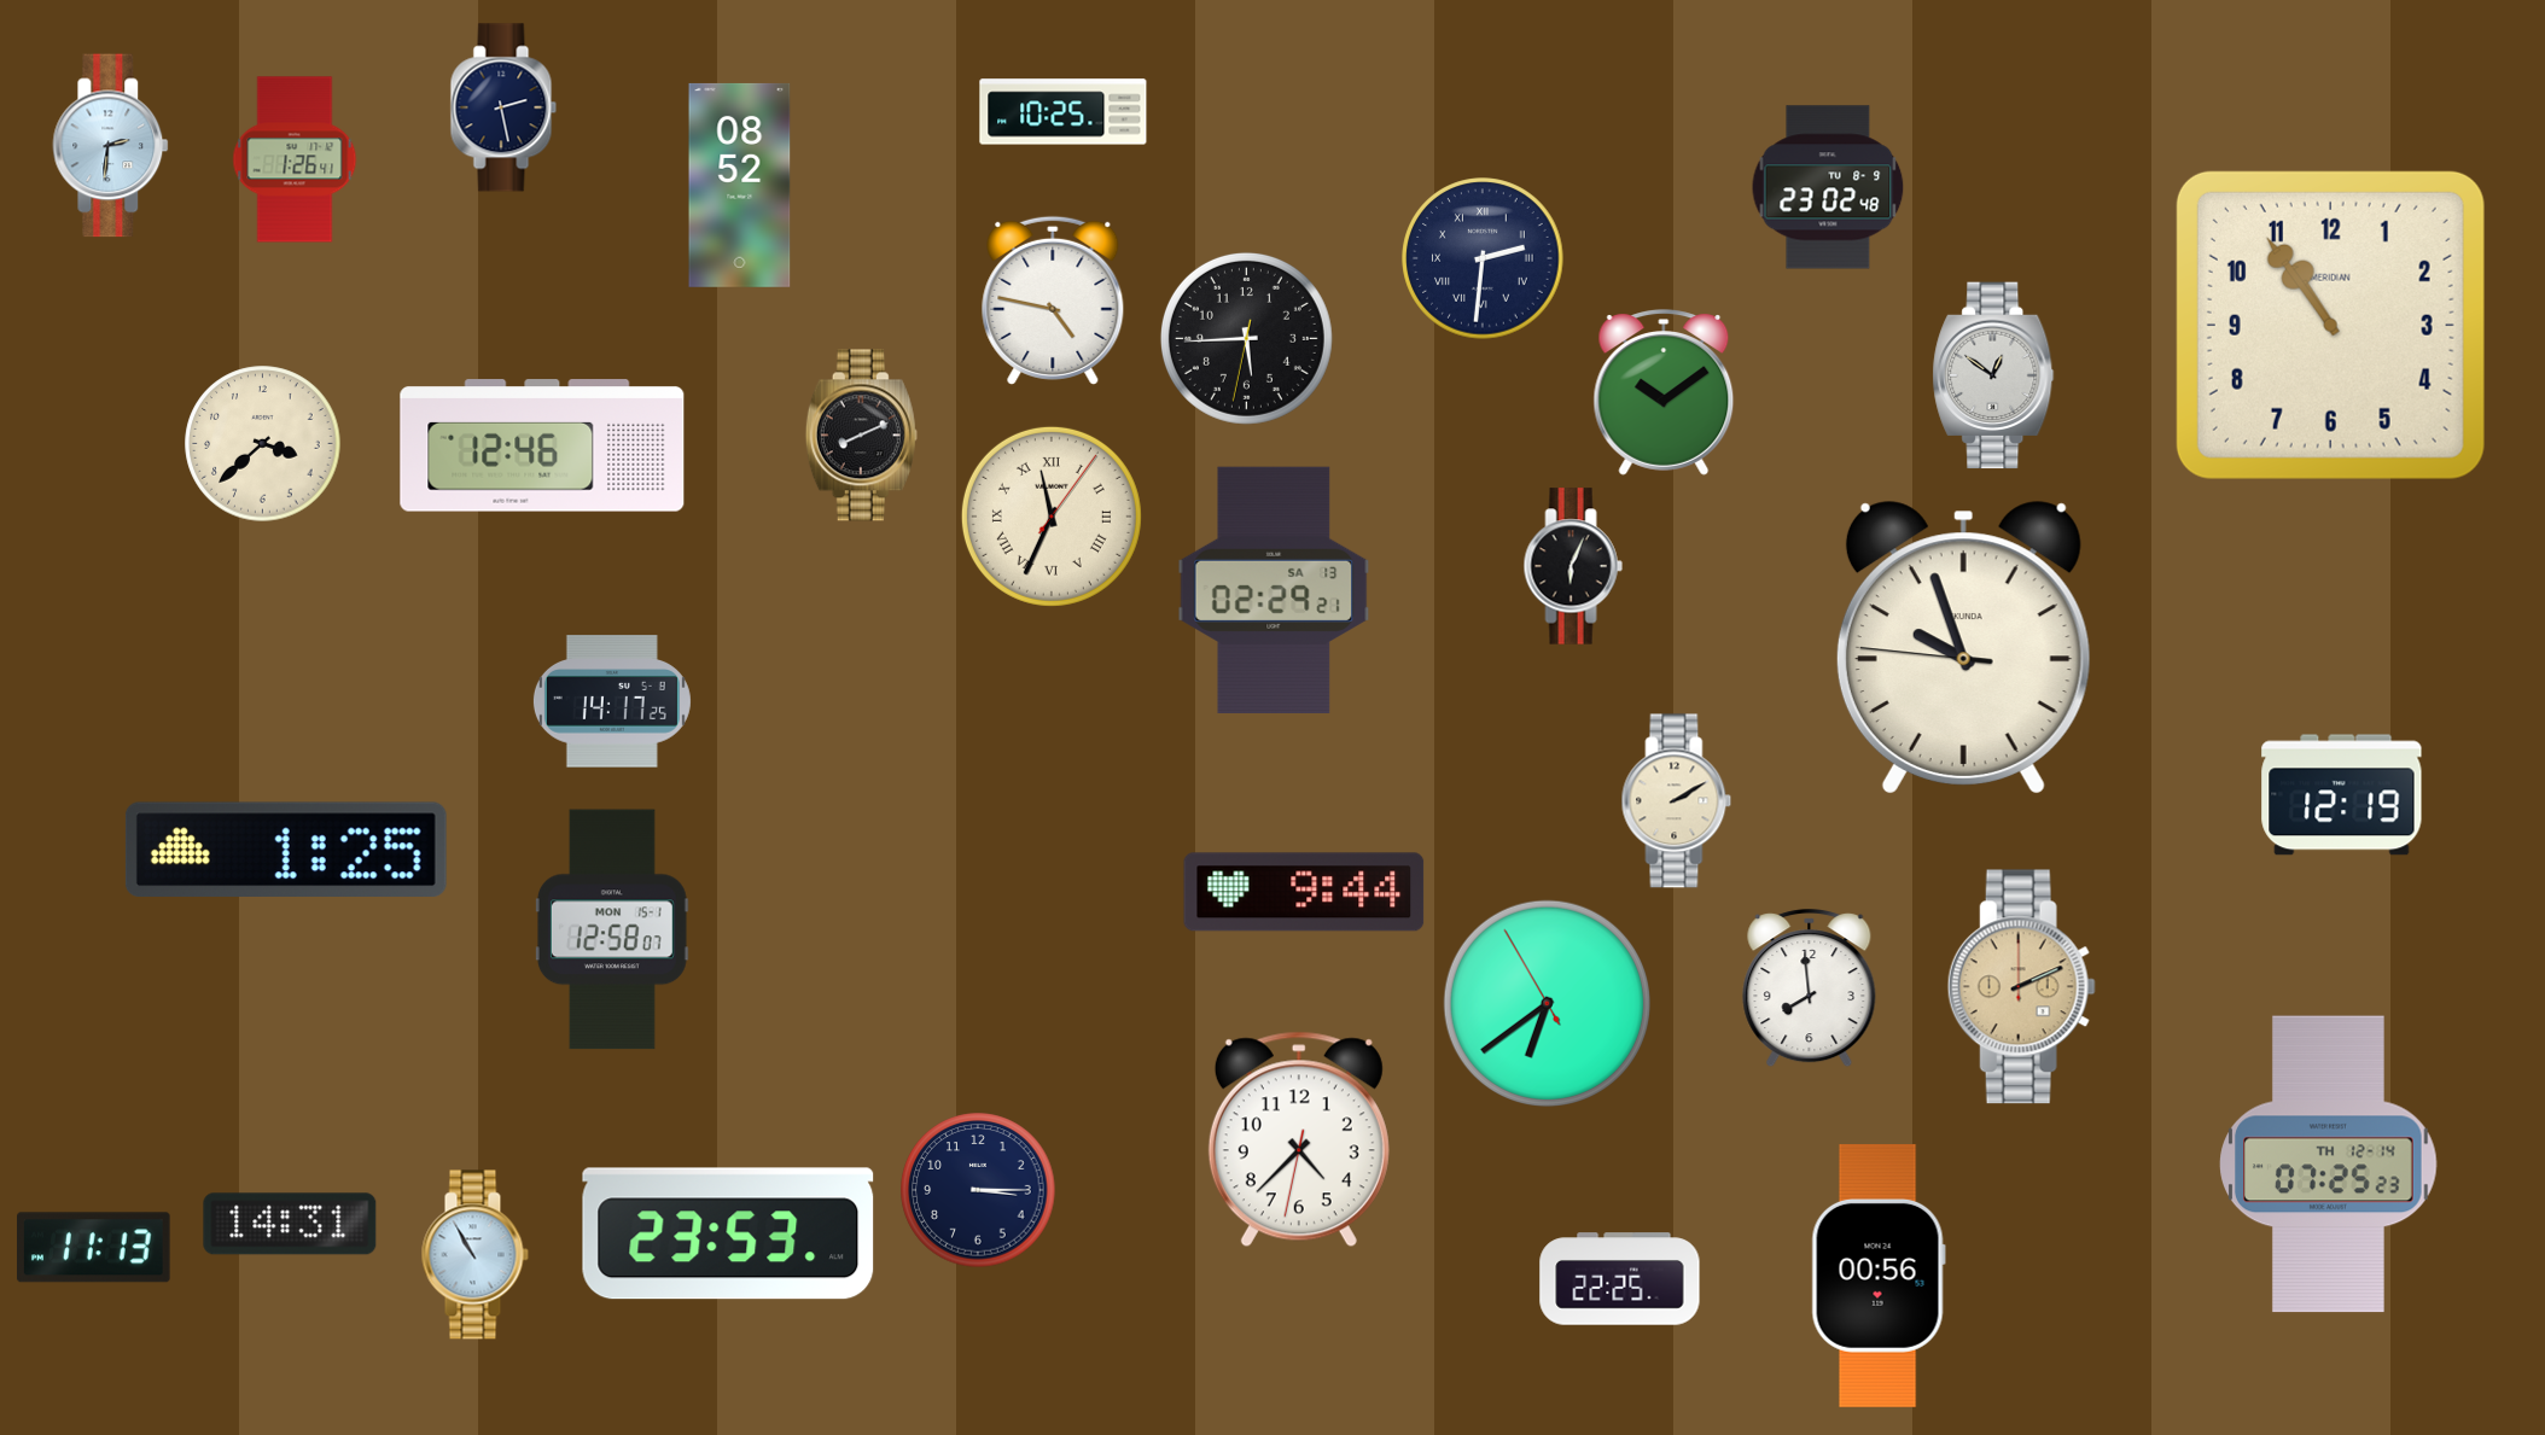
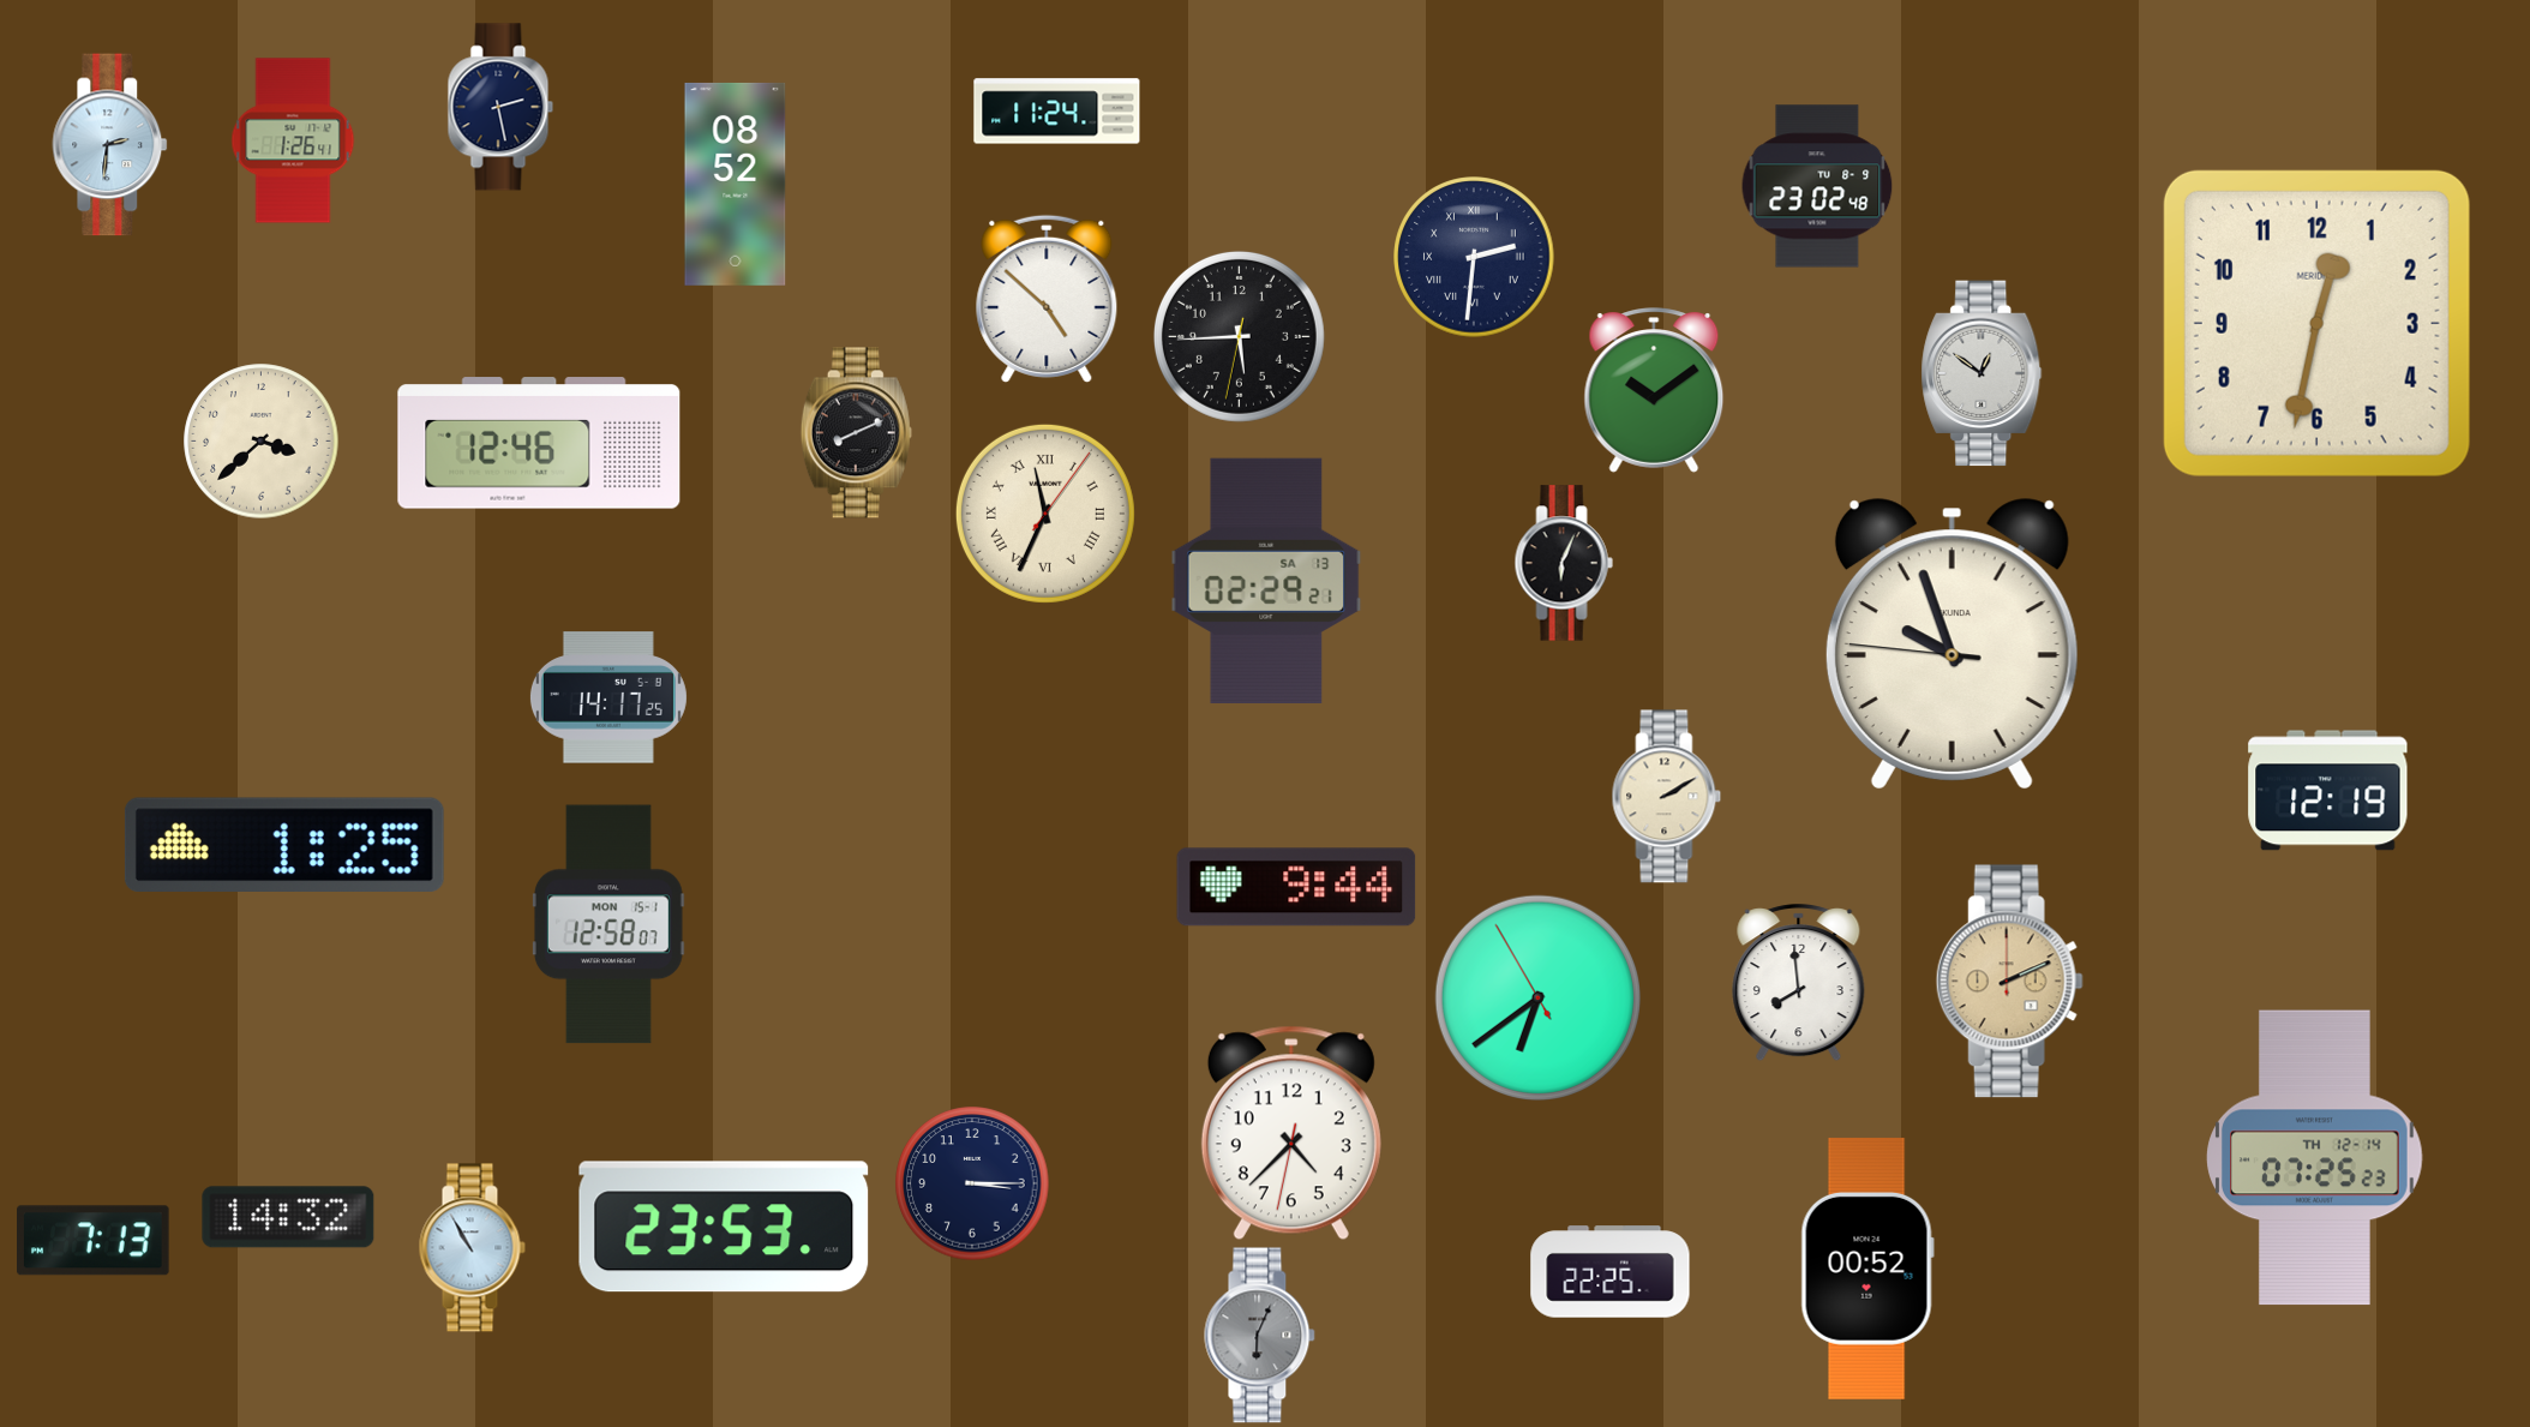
clock at (1064, 112): 10:25 -> 11:24
clock at (295, 159) position: (295, 159) -> (293, 140)
clock at (1053, 301): 4:47 -> 4:52
clock at (2330, 325): 10:54 -> 12:32
clock at (1274, 589) position: (1274, 589) -> (1266, 580)
clock at (290, 1224): 14:31 -> 14:32
clock at (94, 1248): 11:13 -> 7:13
clock at (1879, 1276): 00:56 -> 00:52
clock at (1260, 1336): none -> 6:04
